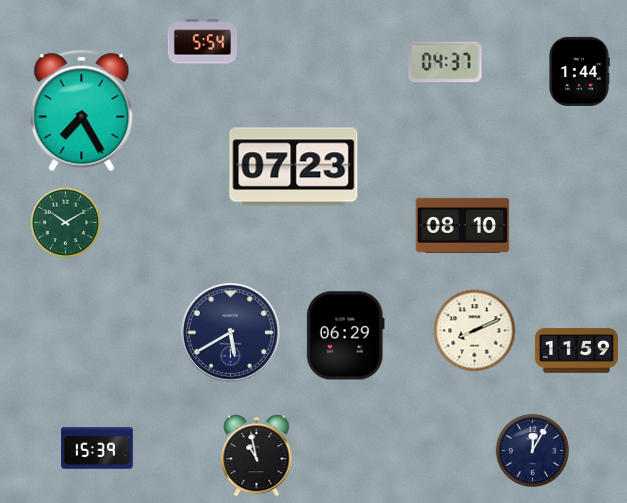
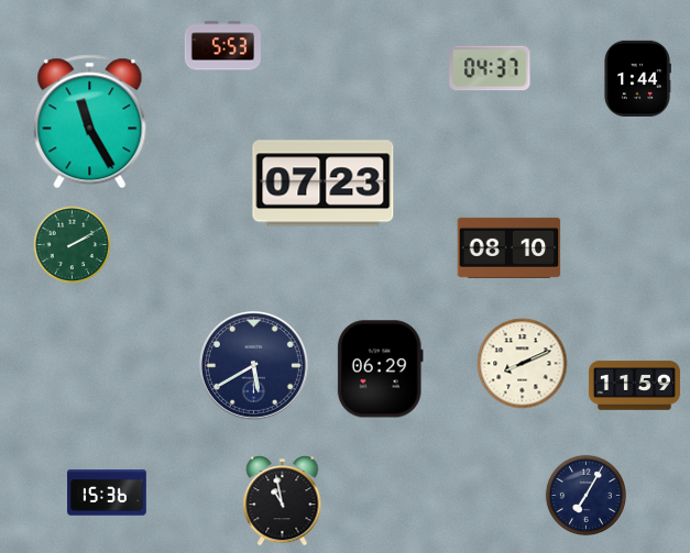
clock at (202, 42): 5:54 -> 5:53
clock at (82, 111): 7:25 -> 11:25
clock at (66, 223): 10:10 -> 2:10
clock at (97, 448): 15:39 -> 15:36
clock at (532, 450): 12:05 -> 7:05
